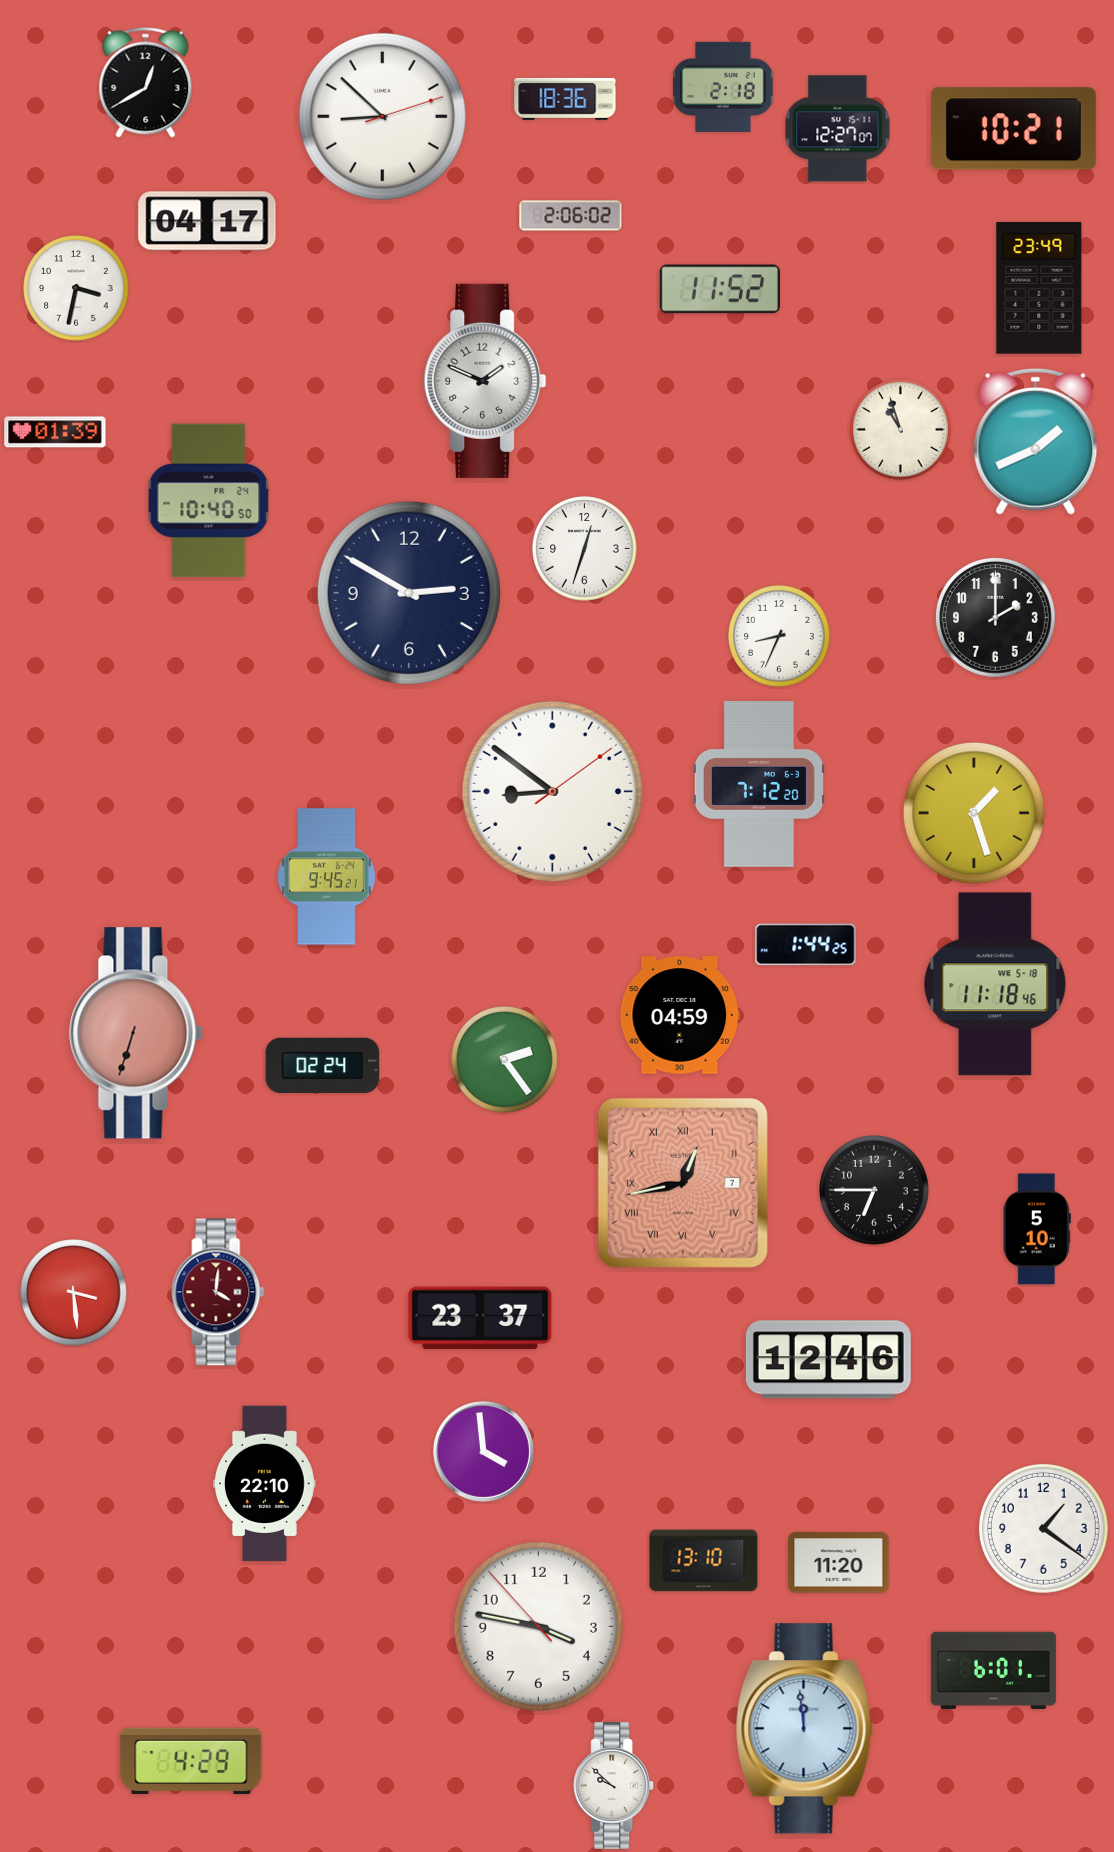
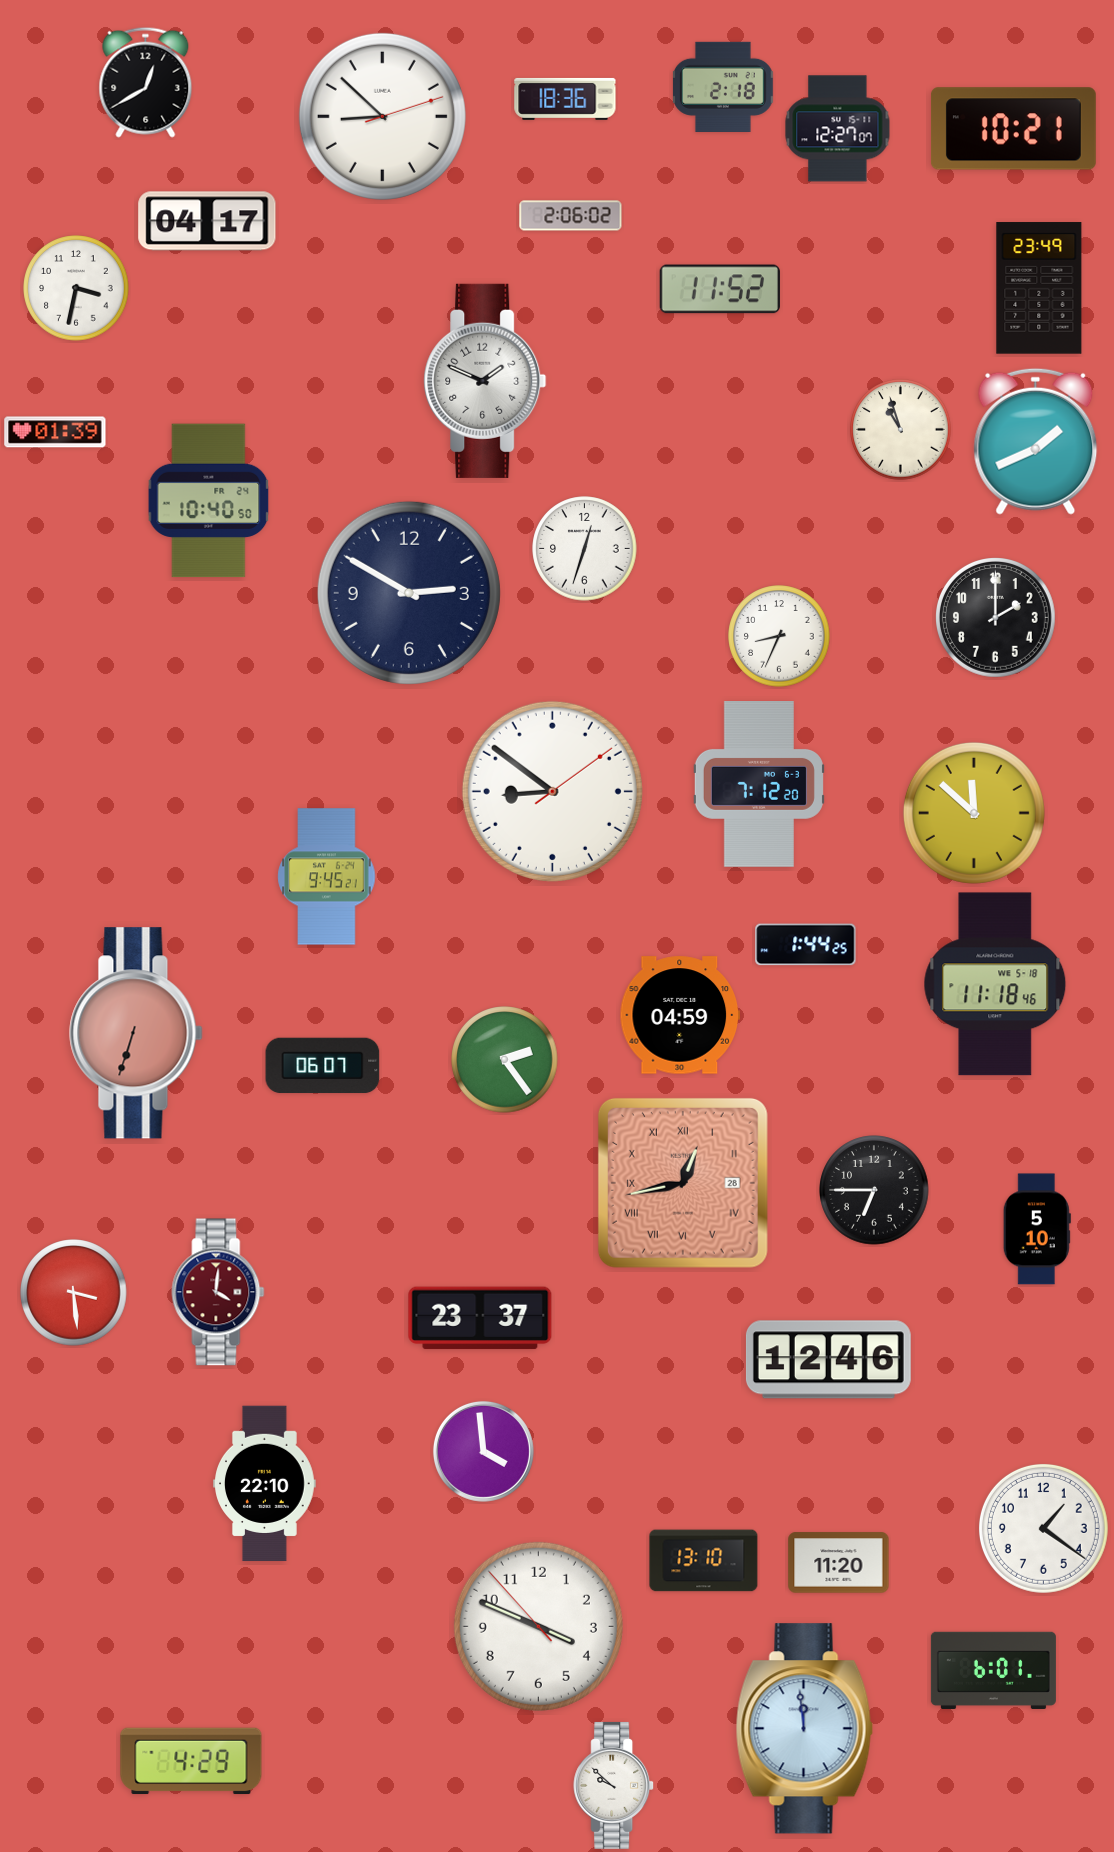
clock at (974, 813): 1:27 -> 11:52
clock at (323, 1066): 02:24 -> 06:07
clock at (683, 1183) date: 7 -> 28
clock at (538, 1626): 3:46 -> 3:48
